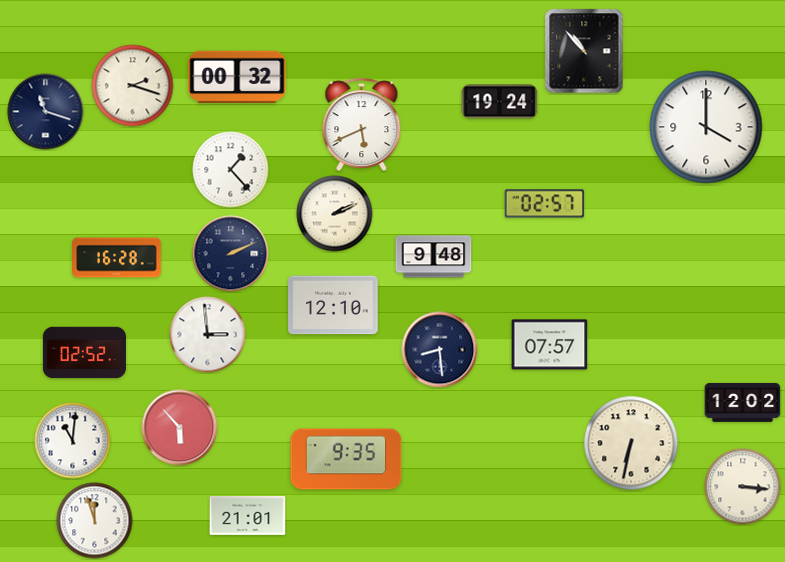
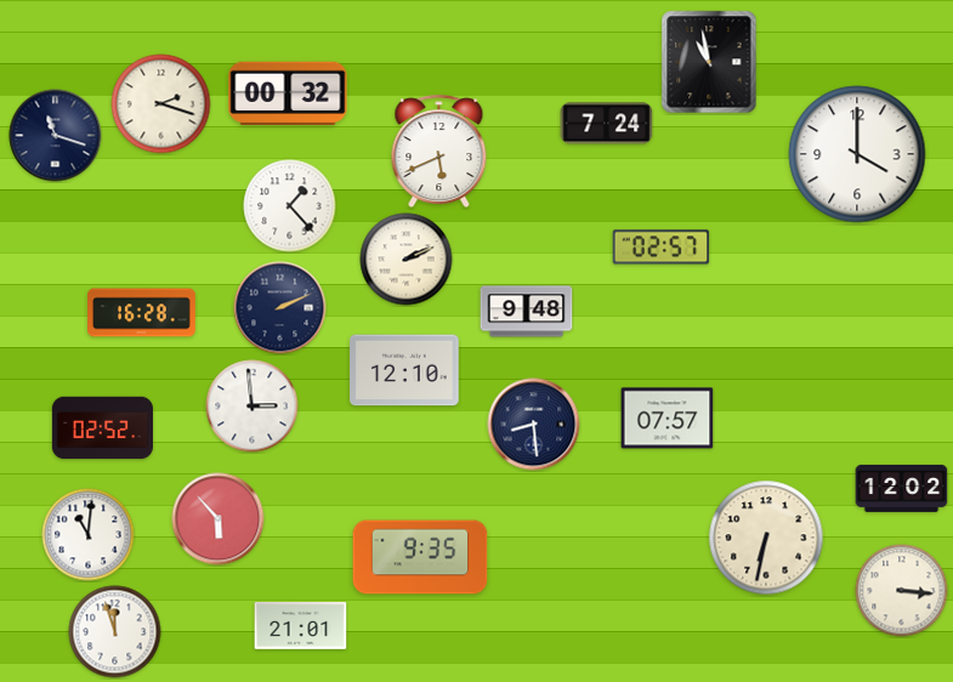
clock at (584, 51): 10:53 -> 10:58
clock at (500, 102): 19:24 -> 7:24
clock at (231, 170) position: (231, 170) -> (290, 206)
